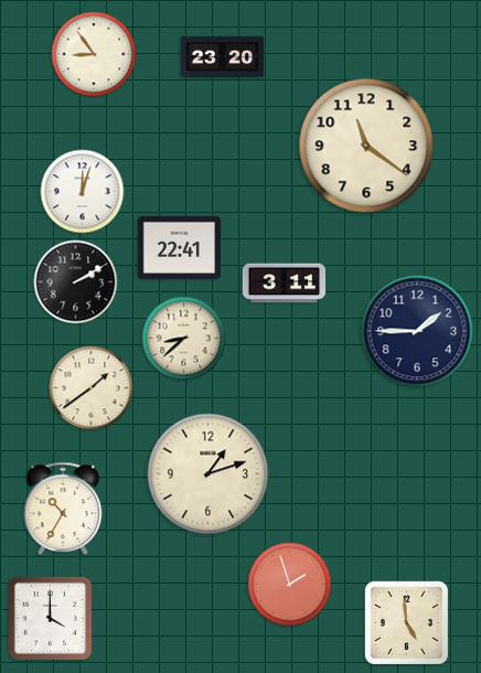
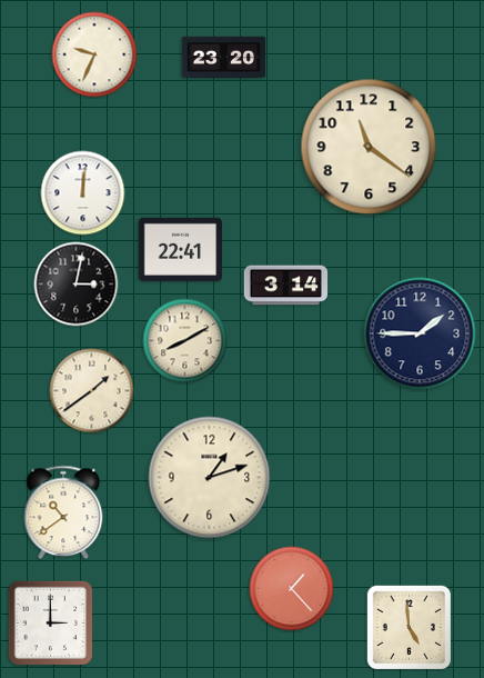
clock at (94, 54): 8:54 -> 9:34
clock at (83, 192): 12:03 -> 12:01
clock at (76, 282): 2:10 -> 3:02
clock at (285, 284): 3:11 -> 3:14
clock at (184, 339): 8:38 -> 8:10
clock at (63, 509): 10:35 -> 10:39
clock at (290, 585): 1:57 -> 1:23
clock at (50, 618): 4:00 -> 3:00
